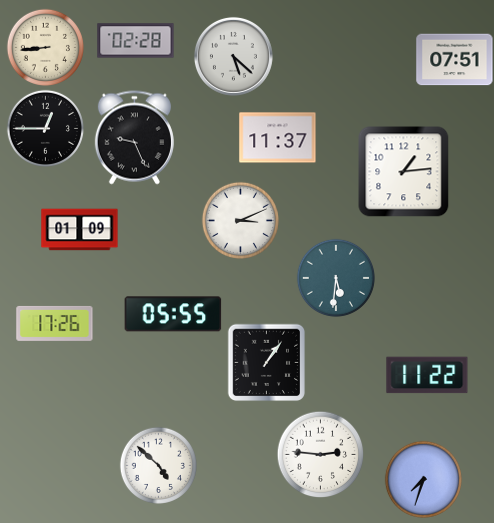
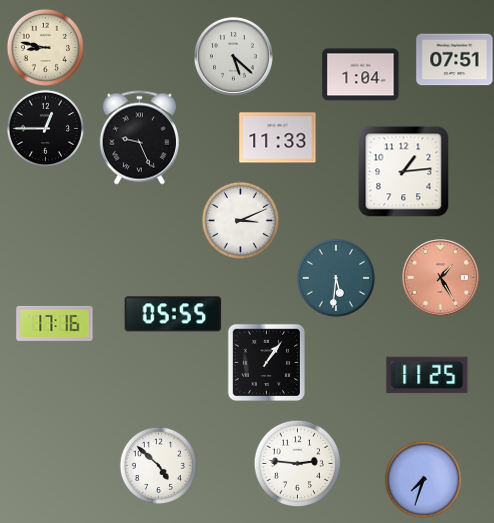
clock at (136, 41): 02:28 -> none
clock at (45, 47): 8:44 -> 8:47
clock at (361, 75): none -> 1:04
clock at (134, 138) position: (134, 138) -> (139, 138)
clock at (278, 138): 11:37 -> 11:33
clock at (80, 230): 01:09 -> none
clock at (441, 278): none -> 1:25
clock at (55, 323): 17:26 -> 17:16
clock at (427, 375): 11:22 -> 11:25
clock at (320, 454) position: (320, 454) -> (297, 463)
